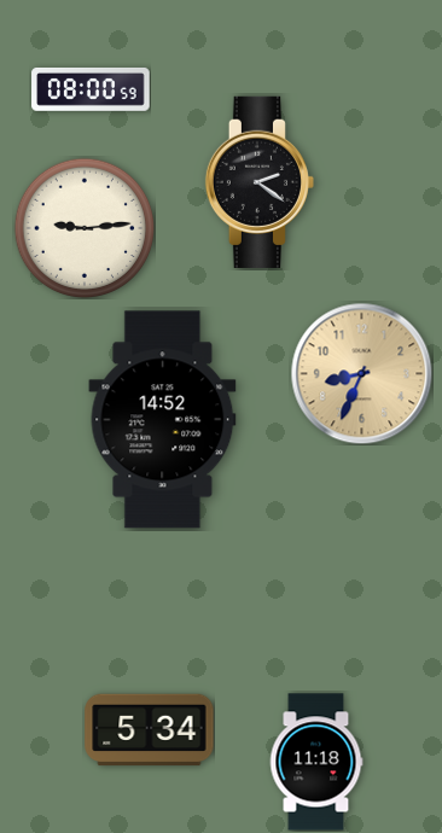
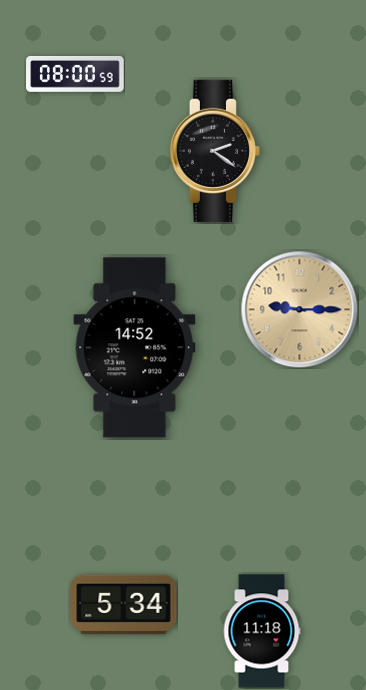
clock at (85, 228): 9:14 -> none
clock at (361, 373): 8:34 -> 9:15
